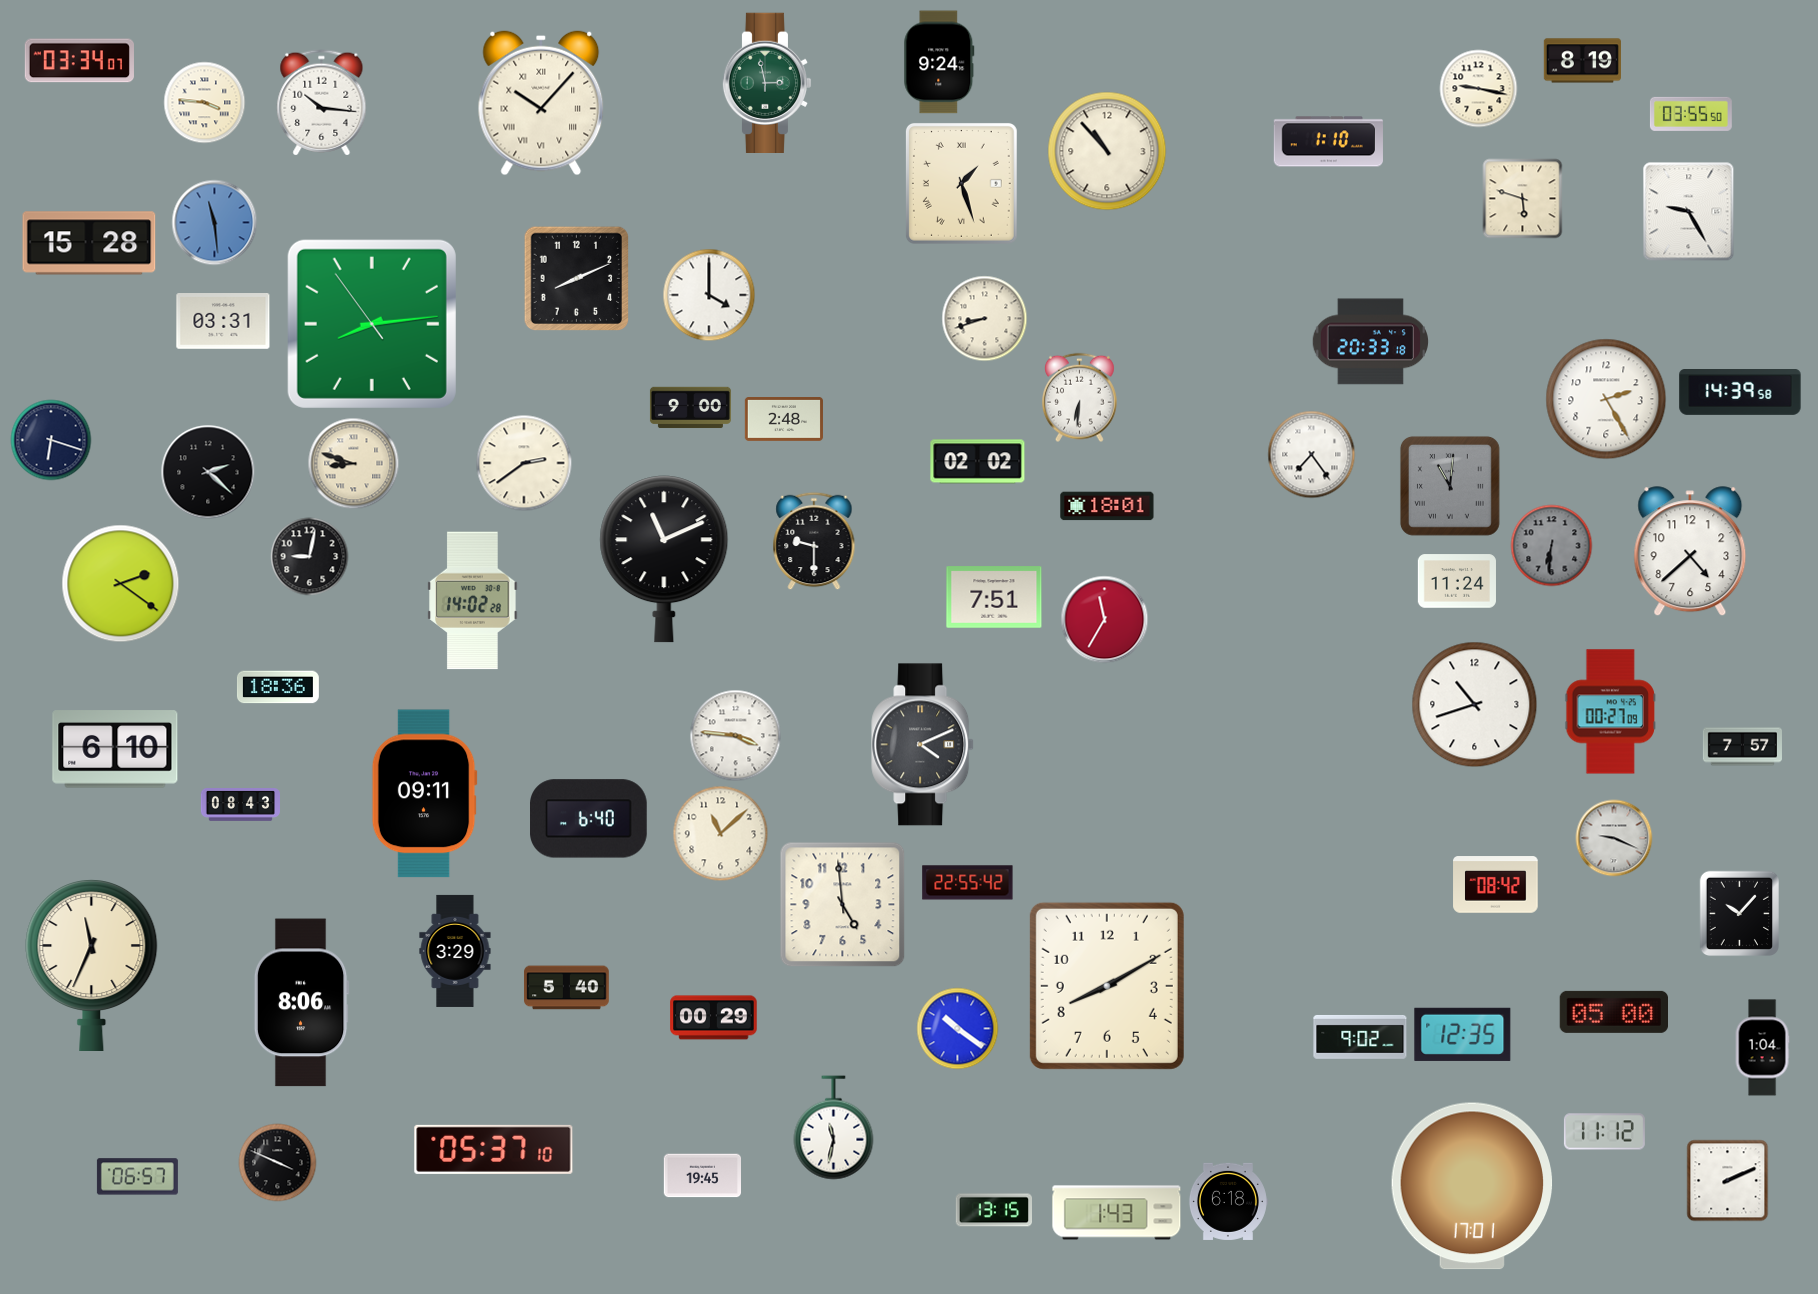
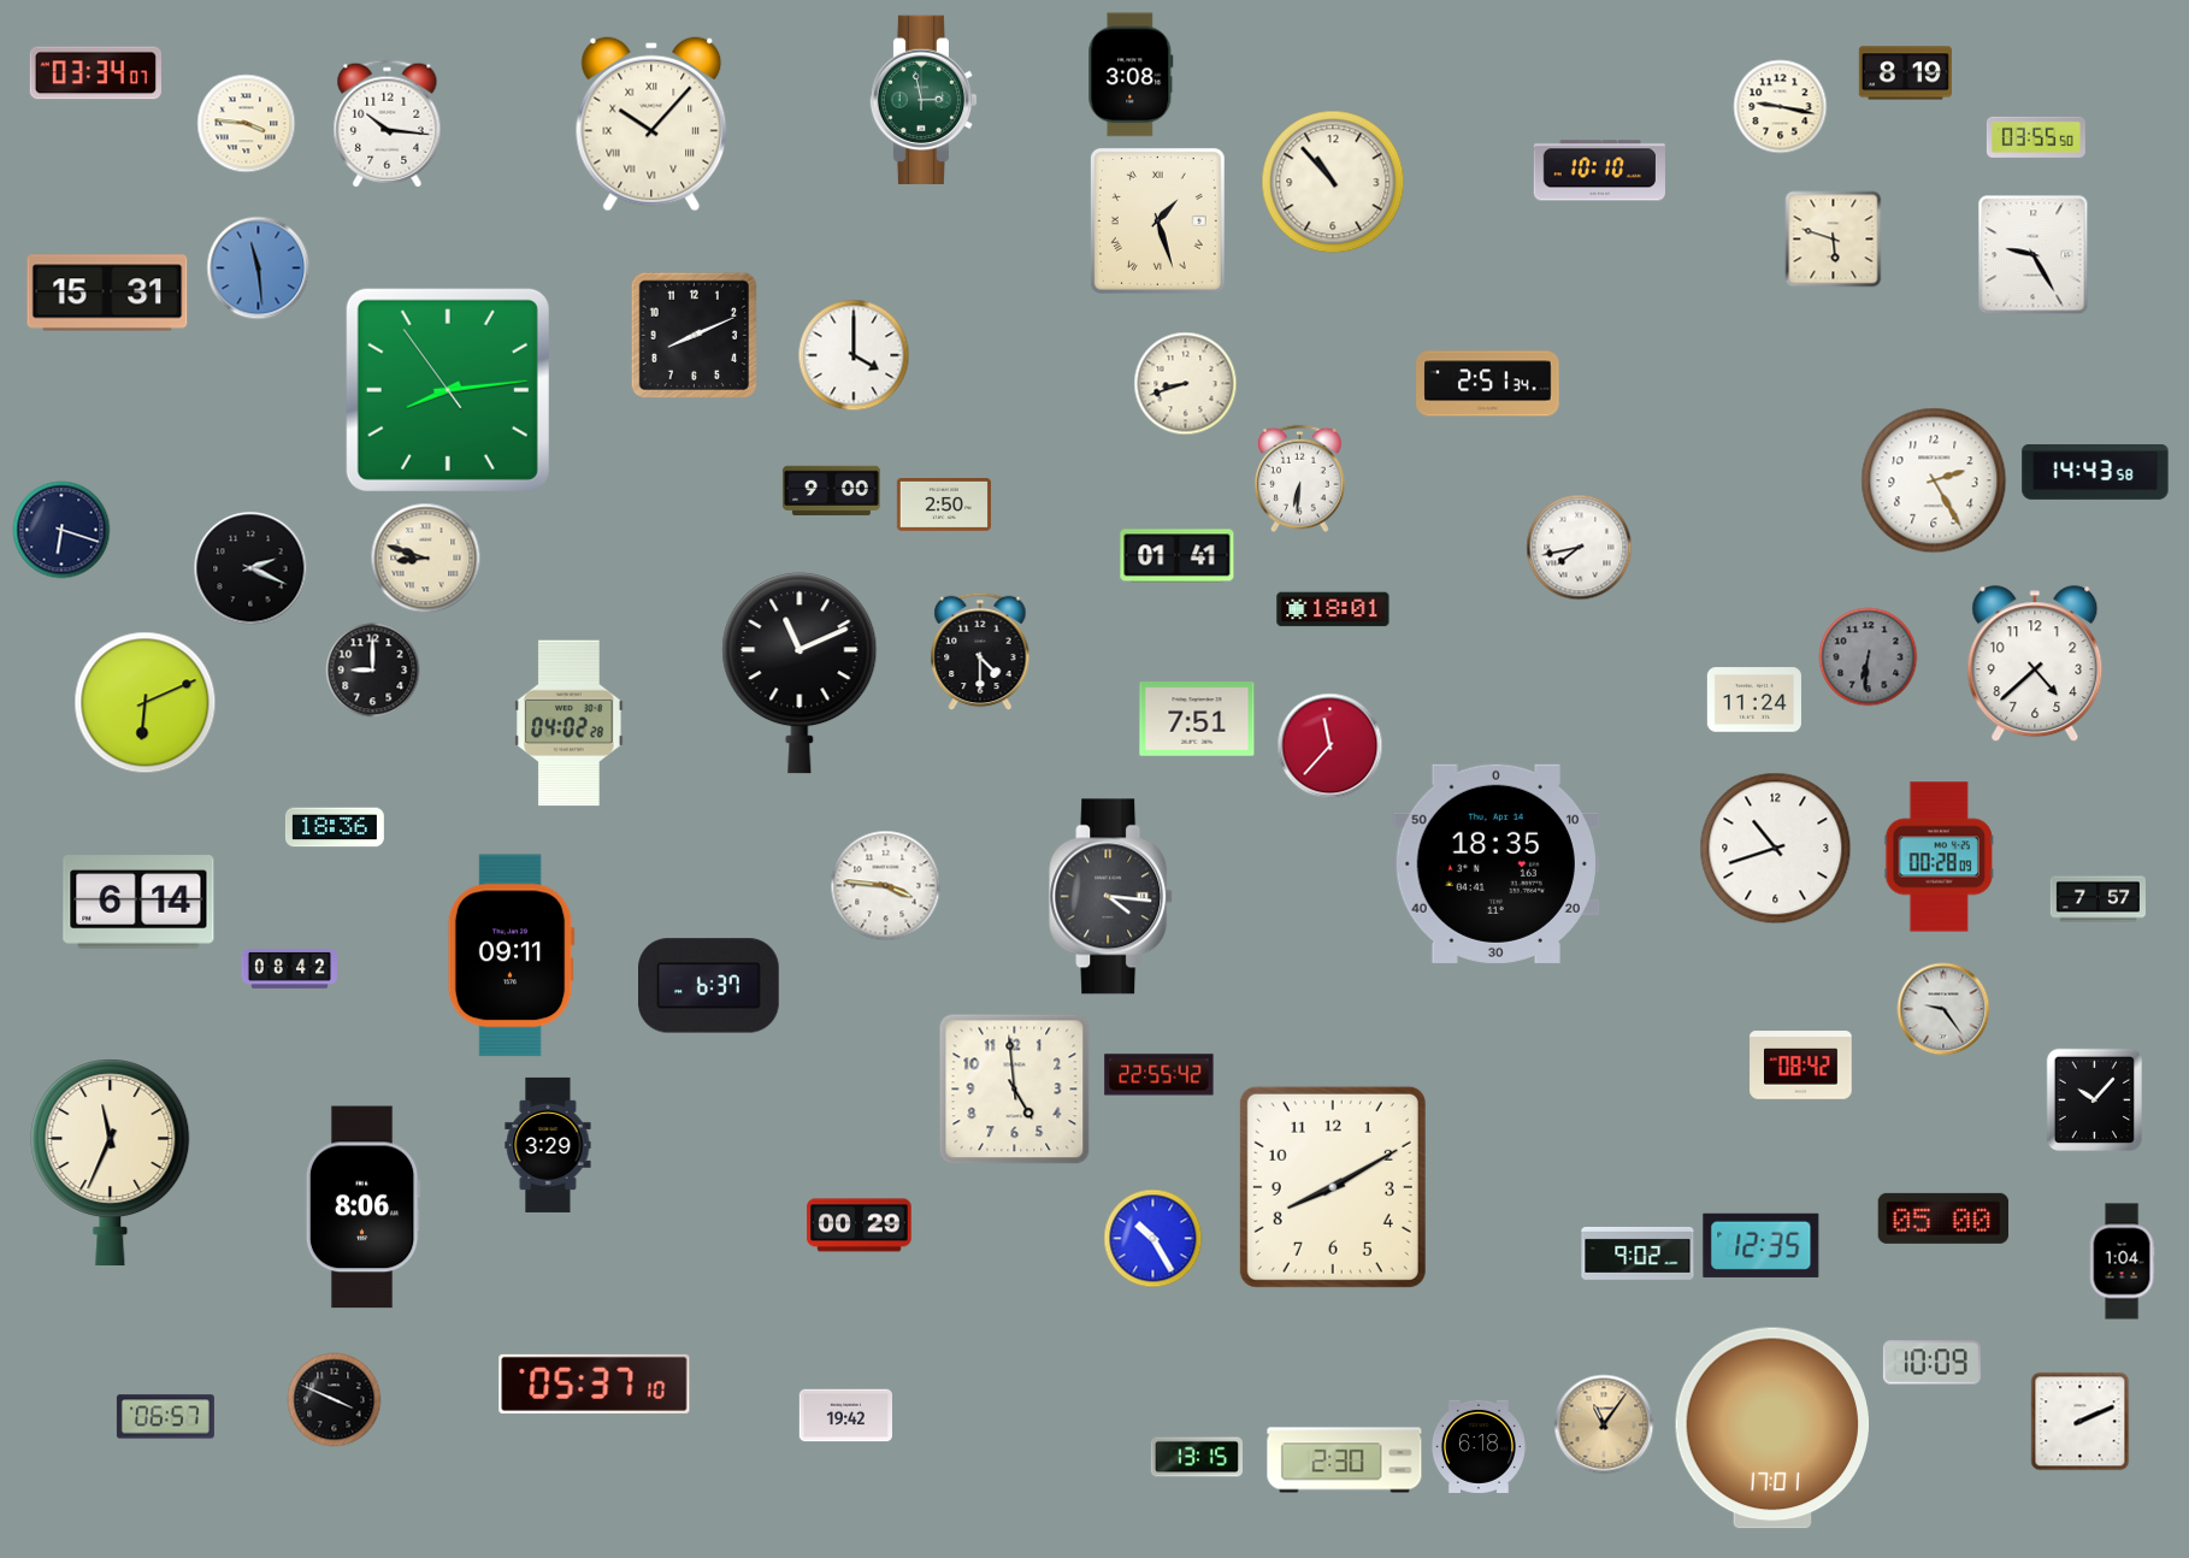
clock at (939, 62): 9:24 -> 3:08
clock at (1328, 142): 1:10 -> 10:10
clock at (89, 243): 15:28 -> 15:31
clock at (1488, 384): none -> 2:51
clock at (223, 322): 03:31 -> none
clock at (1370, 342): 20:33 -> none
clock at (1740, 393): 14:39 -> 14:43
clock at (784, 420): 2:48 -> 2:50
clock at (1312, 455): 7:24 -> 7:43
clock at (978, 462): 02:02 -> 01:41
clock at (524, 463): 2:39 -> none
clock at (208, 472): 2:22 -> 2:19
clock at (1450, 486): 11:01 -> none
clock at (814, 541): 9:30 -> 4:30
clock at (310, 557): 9:02 -> 9:00
clock at (121, 584): 2:21 -> 6:11
clock at (473, 601): 14:02 -> 04:02
clock at (1105, 620): 11:35 -> 11:37
clock at (1610, 712): 00:27 -> 00:28
clock at (1495, 863): none -> 18:35
clock at (923, 745): 4:11 -> 4:16
clock at (115, 749): 6:10 -> 6:14
clock at (240, 805): 08:43 -> 08:42
clock at (589, 819): 6:40 -> 6:37
clock at (721, 834): 11:08 -> none
clock at (1614, 838): 9:19 -> 9:24
clock at (968, 883) position: (968, 883) -> (1160, 1075)
clock at (567, 988): 5:40 -> none
clock at (958, 1029): 10:21 -> 10:25
clock at (1360, 1037) position: (1360, 1037) -> (1638, 1253)
clock at (834, 1128): 11:32 -> none
clock at (1604, 1132): 11:12 -> 10:09
clock at (702, 1176): 19:45 -> 19:42
clock at (1604, 1424): none -> 11:06
clock at (1117, 1213): 1:43 -> 2:30
